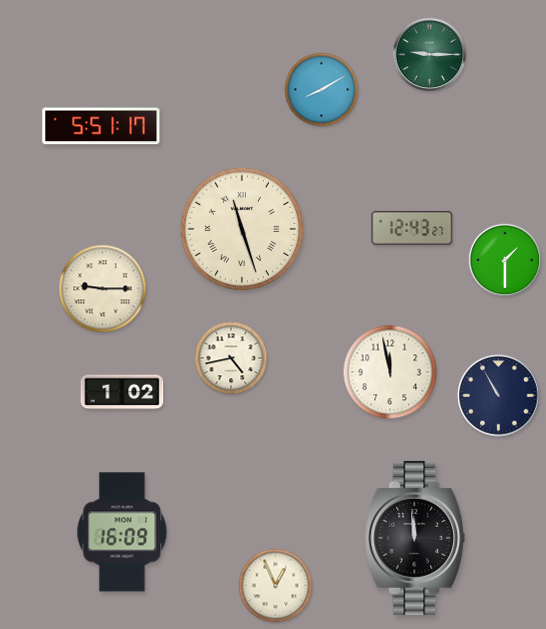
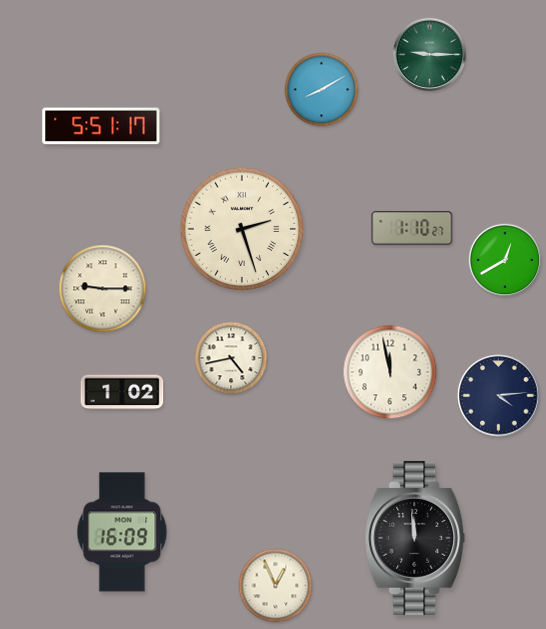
clock at (412, 228): 12:43 -> 1:10
clock at (242, 229): 11:27 -> 2:27
clock at (505, 260): 1:30 -> 12:40
clock at (499, 396): 10:55 -> 4:14
